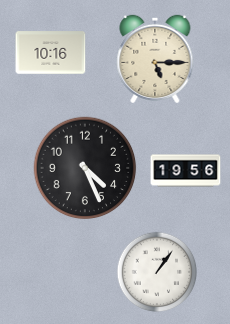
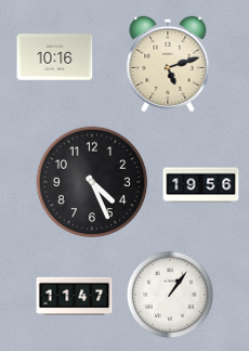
clock at (155, 58): 5:15 -> 5:12
clock at (75, 296): none -> 11:47
